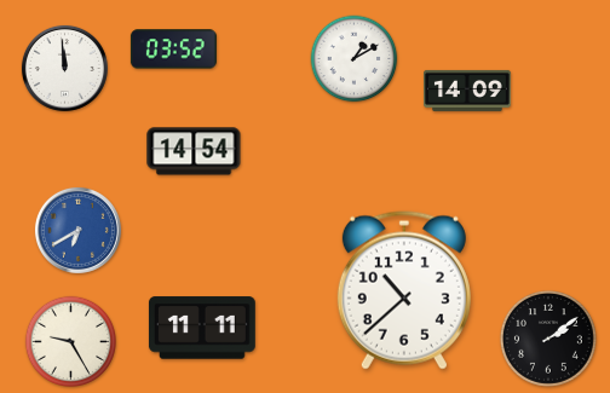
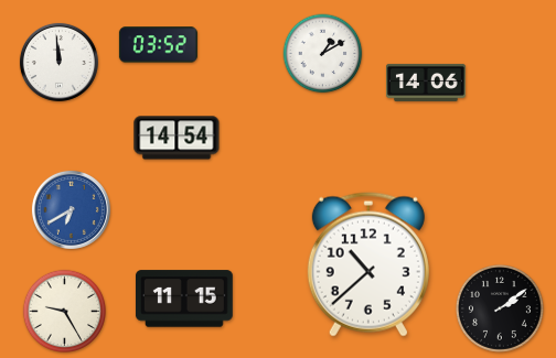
clock at (468, 91): 14:09 -> 14:06
clock at (202, 328): 11:11 -> 11:15
